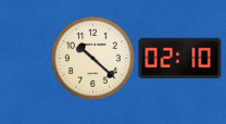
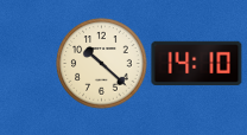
clock at (180, 58): 02:10 -> 14:10
